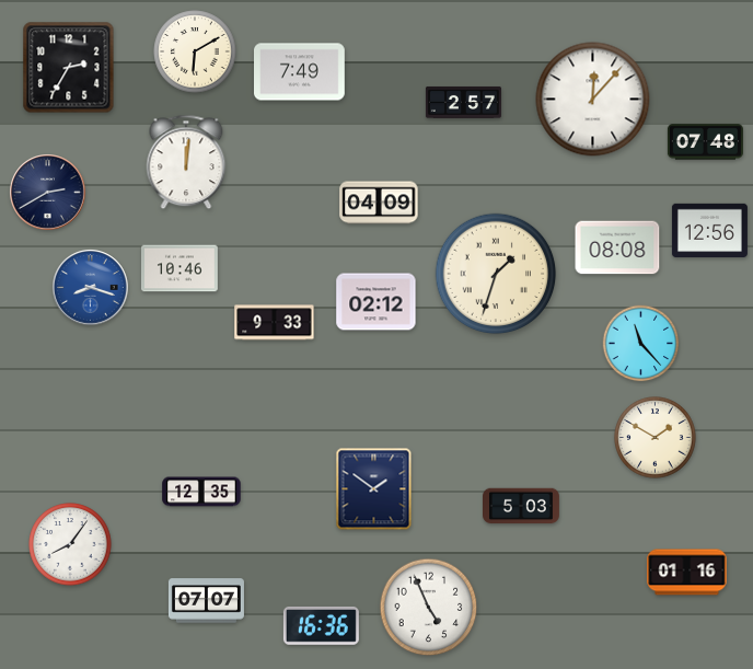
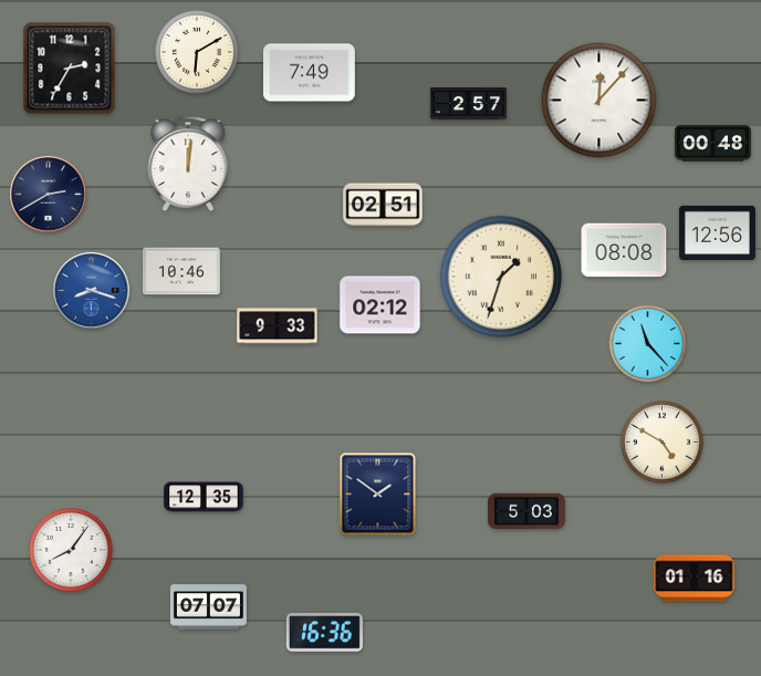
clock at (300, 72) position: (300, 72) -> (310, 73)
clock at (705, 142): 07:48 -> 00:48
clock at (379, 203): 04:09 -> 02:51
clock at (641, 344) position: (641, 344) -> (648, 344)
clock at (656, 438): 1:50 -> 4:50
clock at (429, 608): 4:56 -> none
